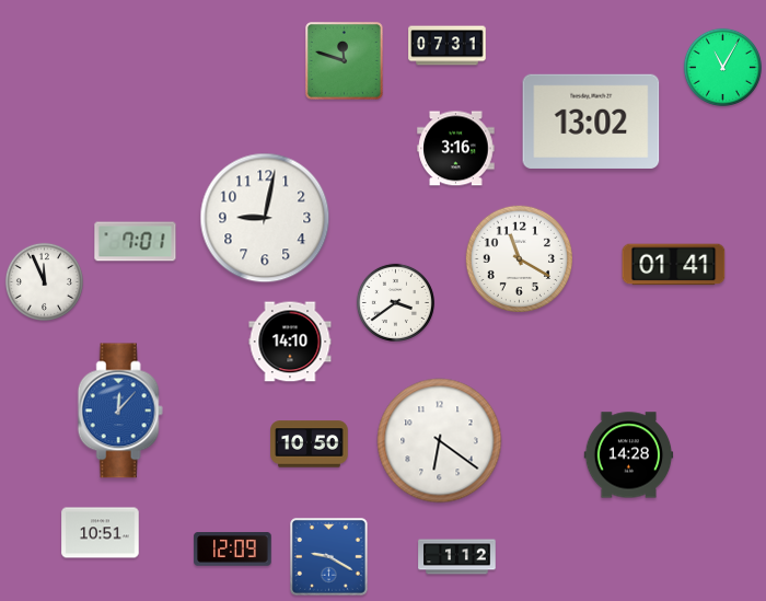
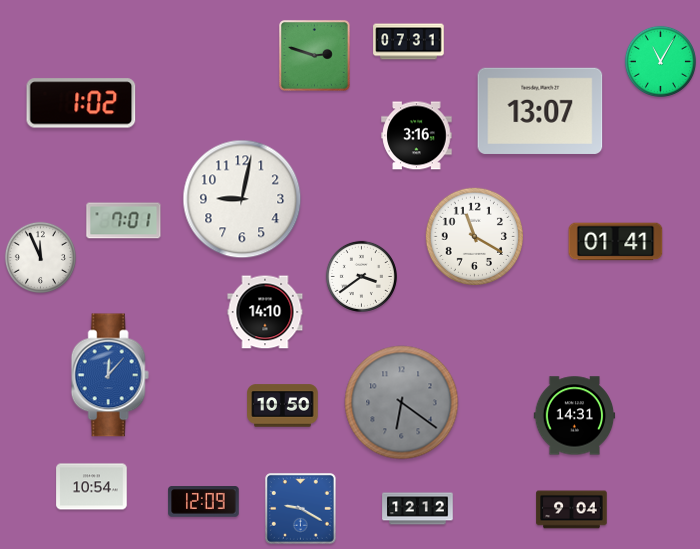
clock at (345, 61): 11:48 -> 2:48
clock at (81, 103): none -> 1:02
clock at (591, 122): 13:02 -> 13:07
clock at (440, 441) dial: white -> grey
clock at (629, 455): 14:28 -> 14:31
clock at (101, 533): 10:51 -> 10:54
clock at (233, 550) position: (233, 550) -> (204, 502)
clock at (457, 557): 1:12 -> 12:12
clock at (572, 510): none -> 9:04
